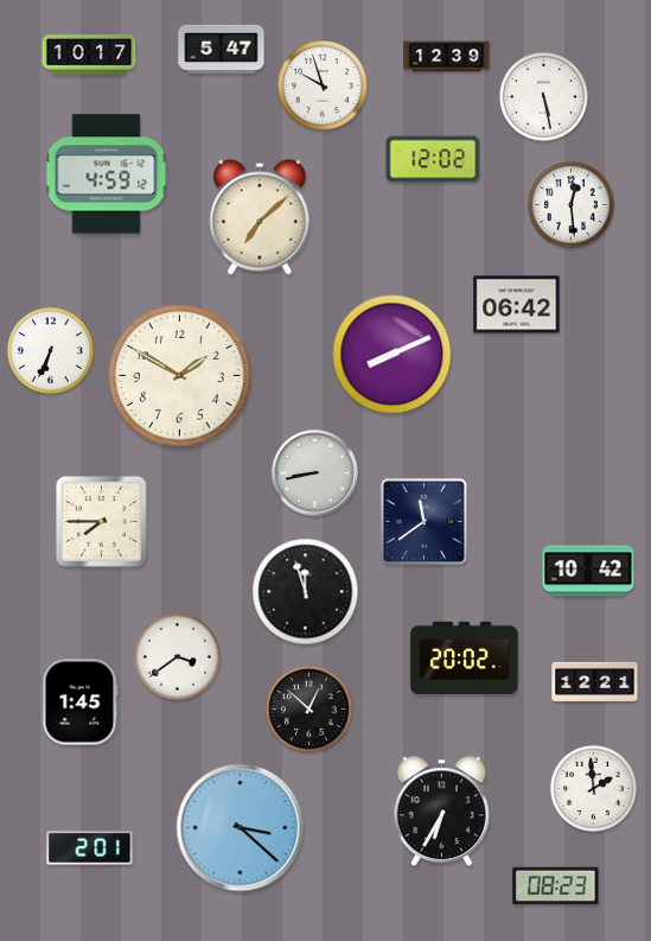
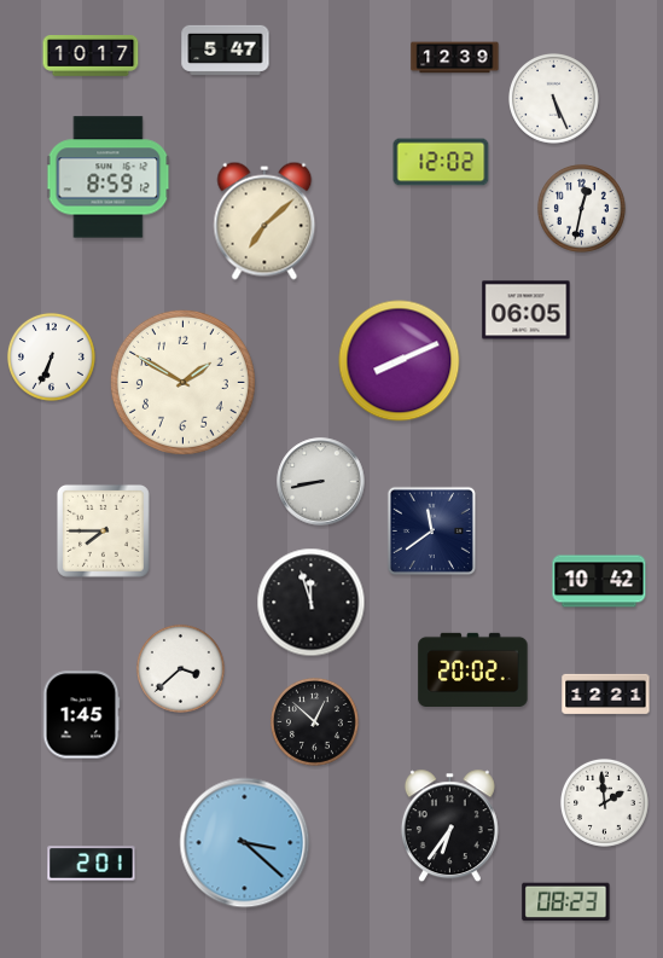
clock at (323, 85): 9:57 -> none
clock at (544, 97): 5:28 -> 5:26
clock at (107, 174): 4:59 -> 8:59
clock at (570, 204): 12:29 -> 12:32
clock at (517, 305): 06:42 -> 06:05
clock at (177, 656): 3:39 -> 3:38
clock at (441, 812): 6:35 -> 6:36
